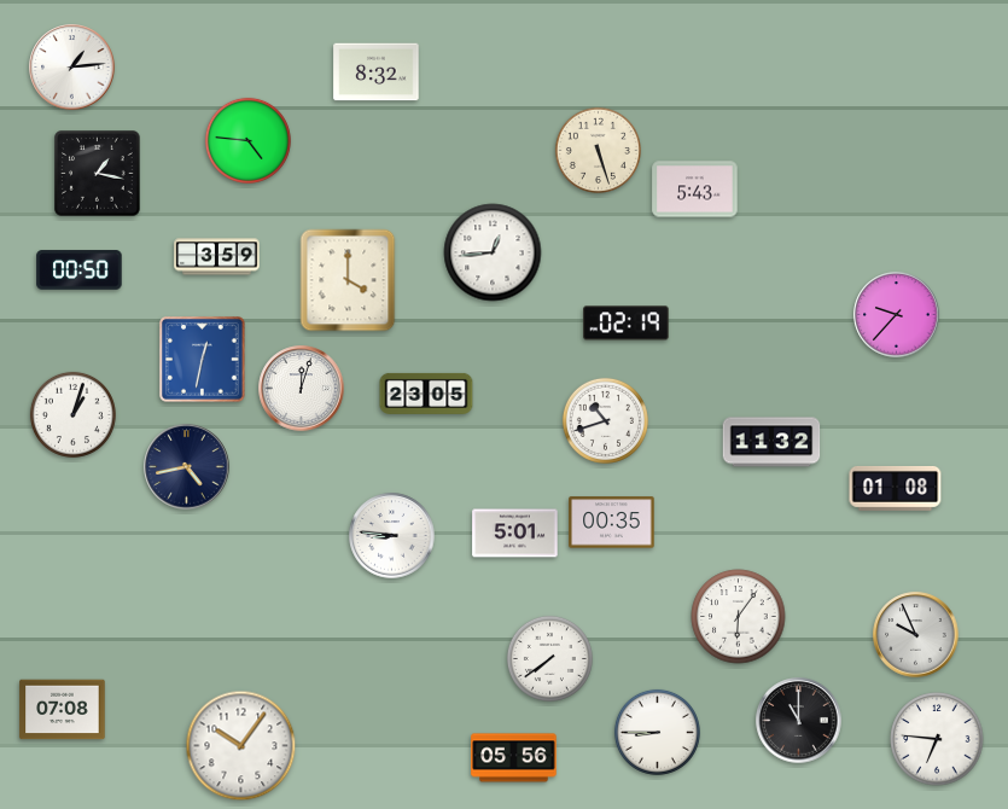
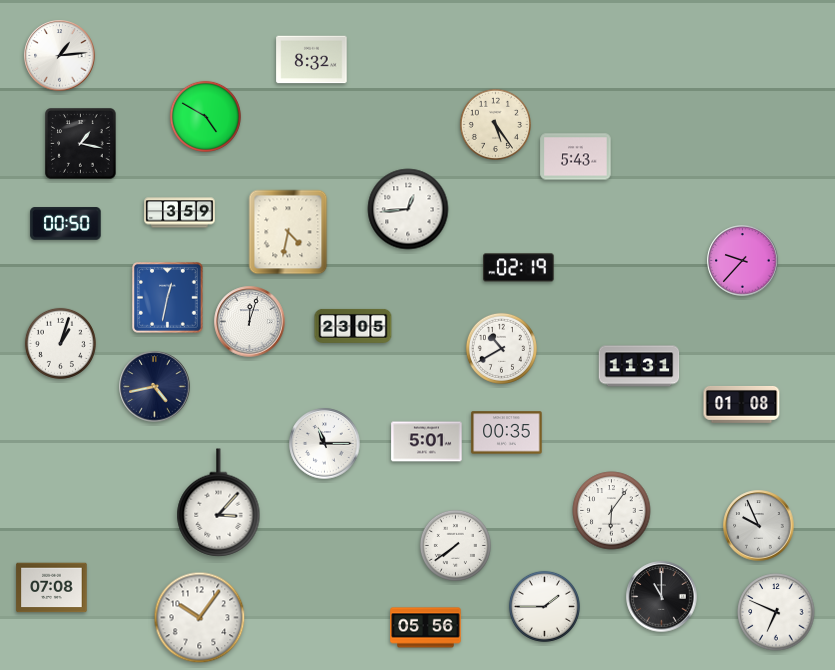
clock at (247, 140): 4:46 -> 4:50
clock at (598, 150): 5:27 -> 5:24
clock at (348, 280): 4:00 -> 4:32
clock at (605, 420): 10:42 -> 10:40
clock at (771, 442): 11:32 -> 11:31
clock at (392, 536): 8:46 -> 11:15
clock at (219, 503): none -> 3:07
clock at (657, 732): 8:45 -> 1:45
clock at (937, 739): 6:46 -> 6:49
